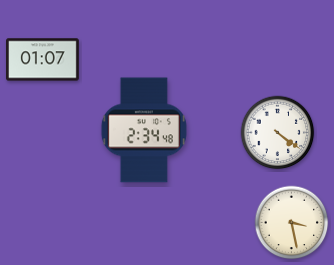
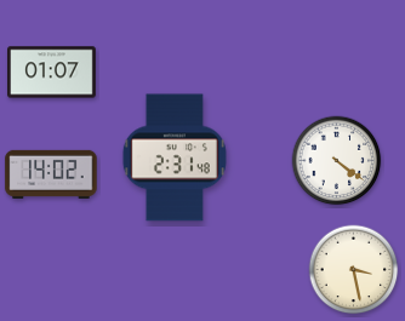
clock at (144, 130): 2:34 -> 2:31
clock at (51, 174): none -> 14:02
